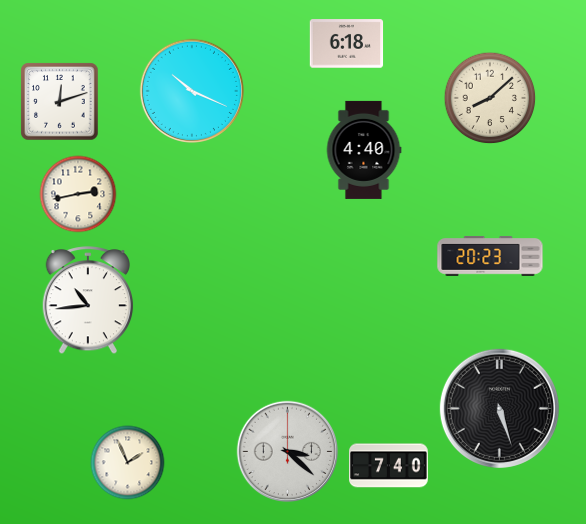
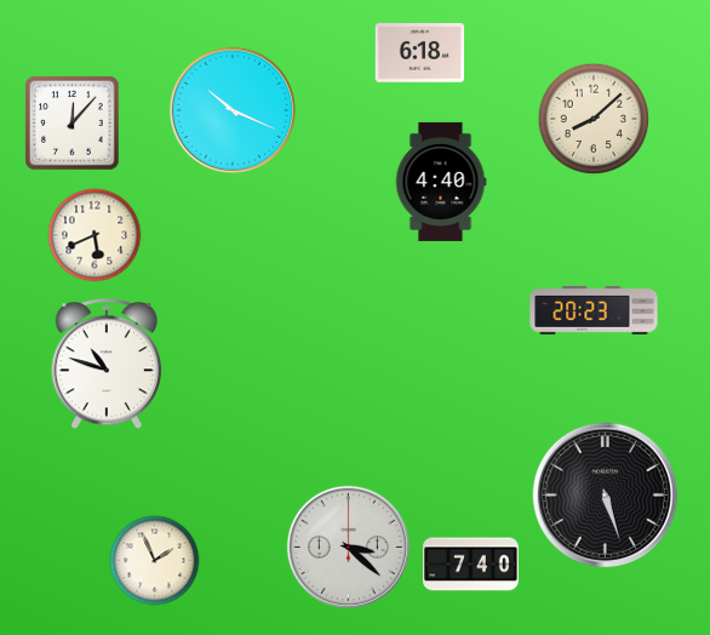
clock at (60, 102): 12:12 -> 12:07
clock at (78, 194): 2:43 -> 5:41
clock at (88, 301): 10:44 -> 10:48
